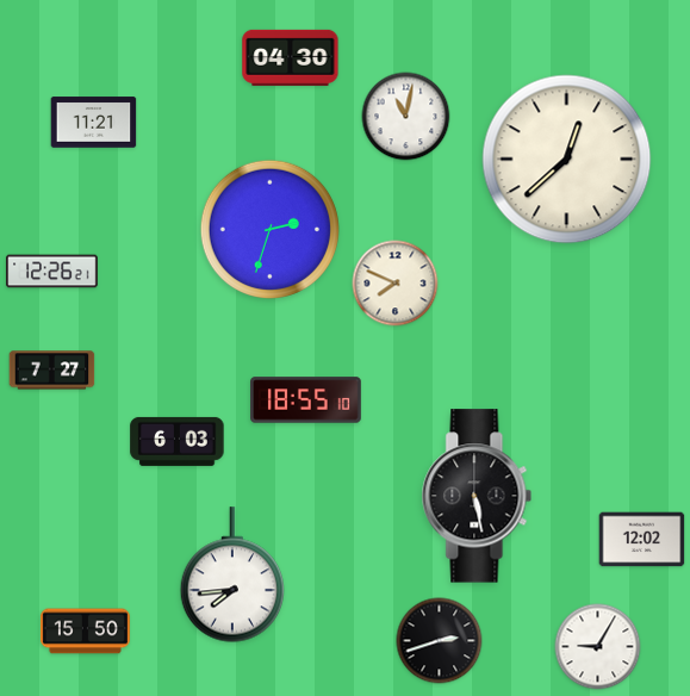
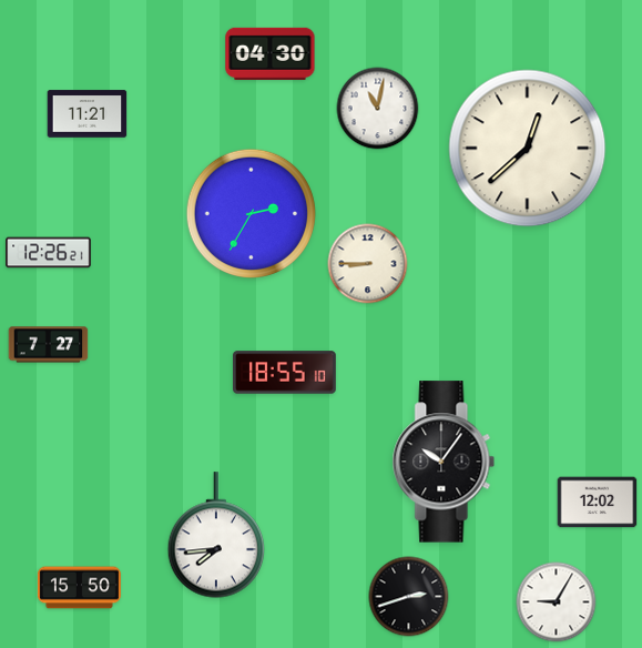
clock at (269, 229): 2:33 -> 2:35
clock at (396, 284): 7:49 -> 8:45
clock at (178, 441): 6:03 -> none
clock at (477, 496): 5:28 -> 10:06
